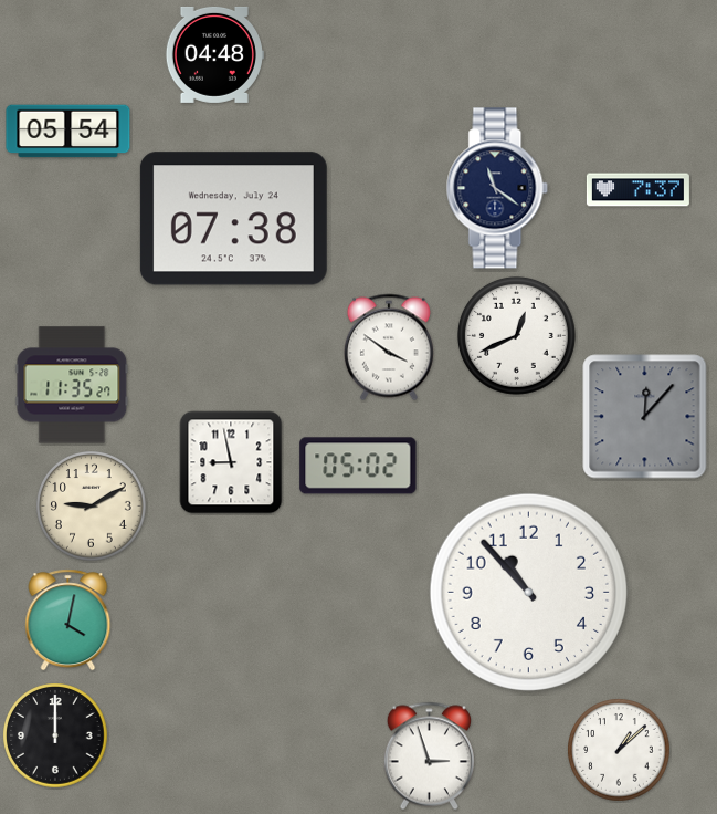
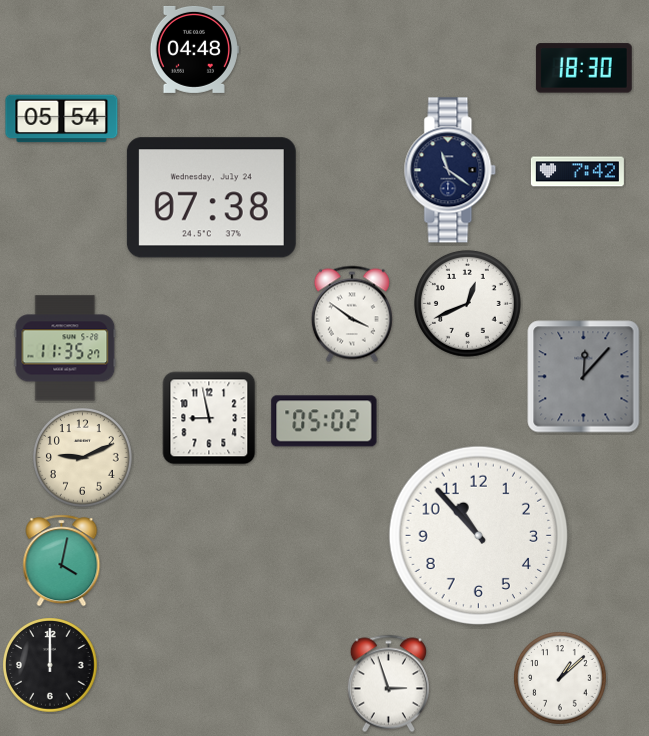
clock at (584, 68): none -> 18:30
clock at (637, 190): 7:37 -> 7:42
clock at (92, 507): 9:10 -> 9:11
